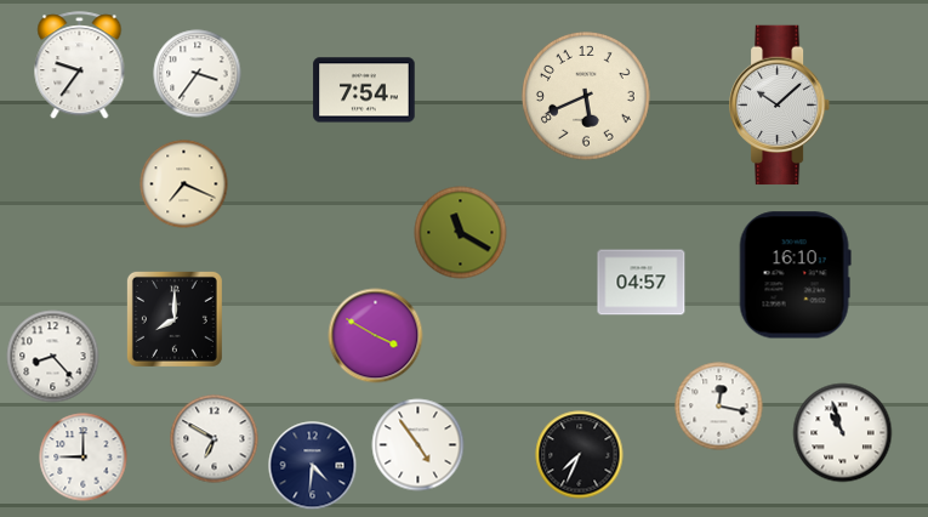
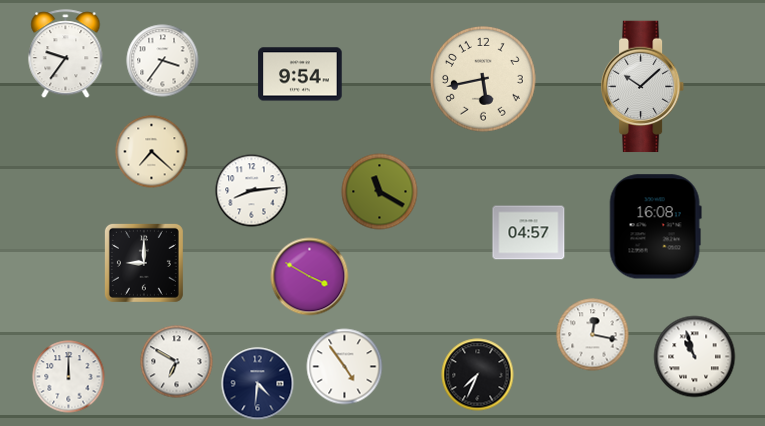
clock at (364, 90): 7:54 -> 9:54
clock at (587, 97): 5:41 -> 5:43
clock at (184, 184): 7:19 -> 7:22
clock at (252, 191): none -> 8:14
clock at (795, 275): 16:10 -> 16:08
clock at (175, 319): 8:00 -> 9:00
clock at (53, 357): 8:23 -> none
clock at (84, 458): 9:00 -> 12:00
